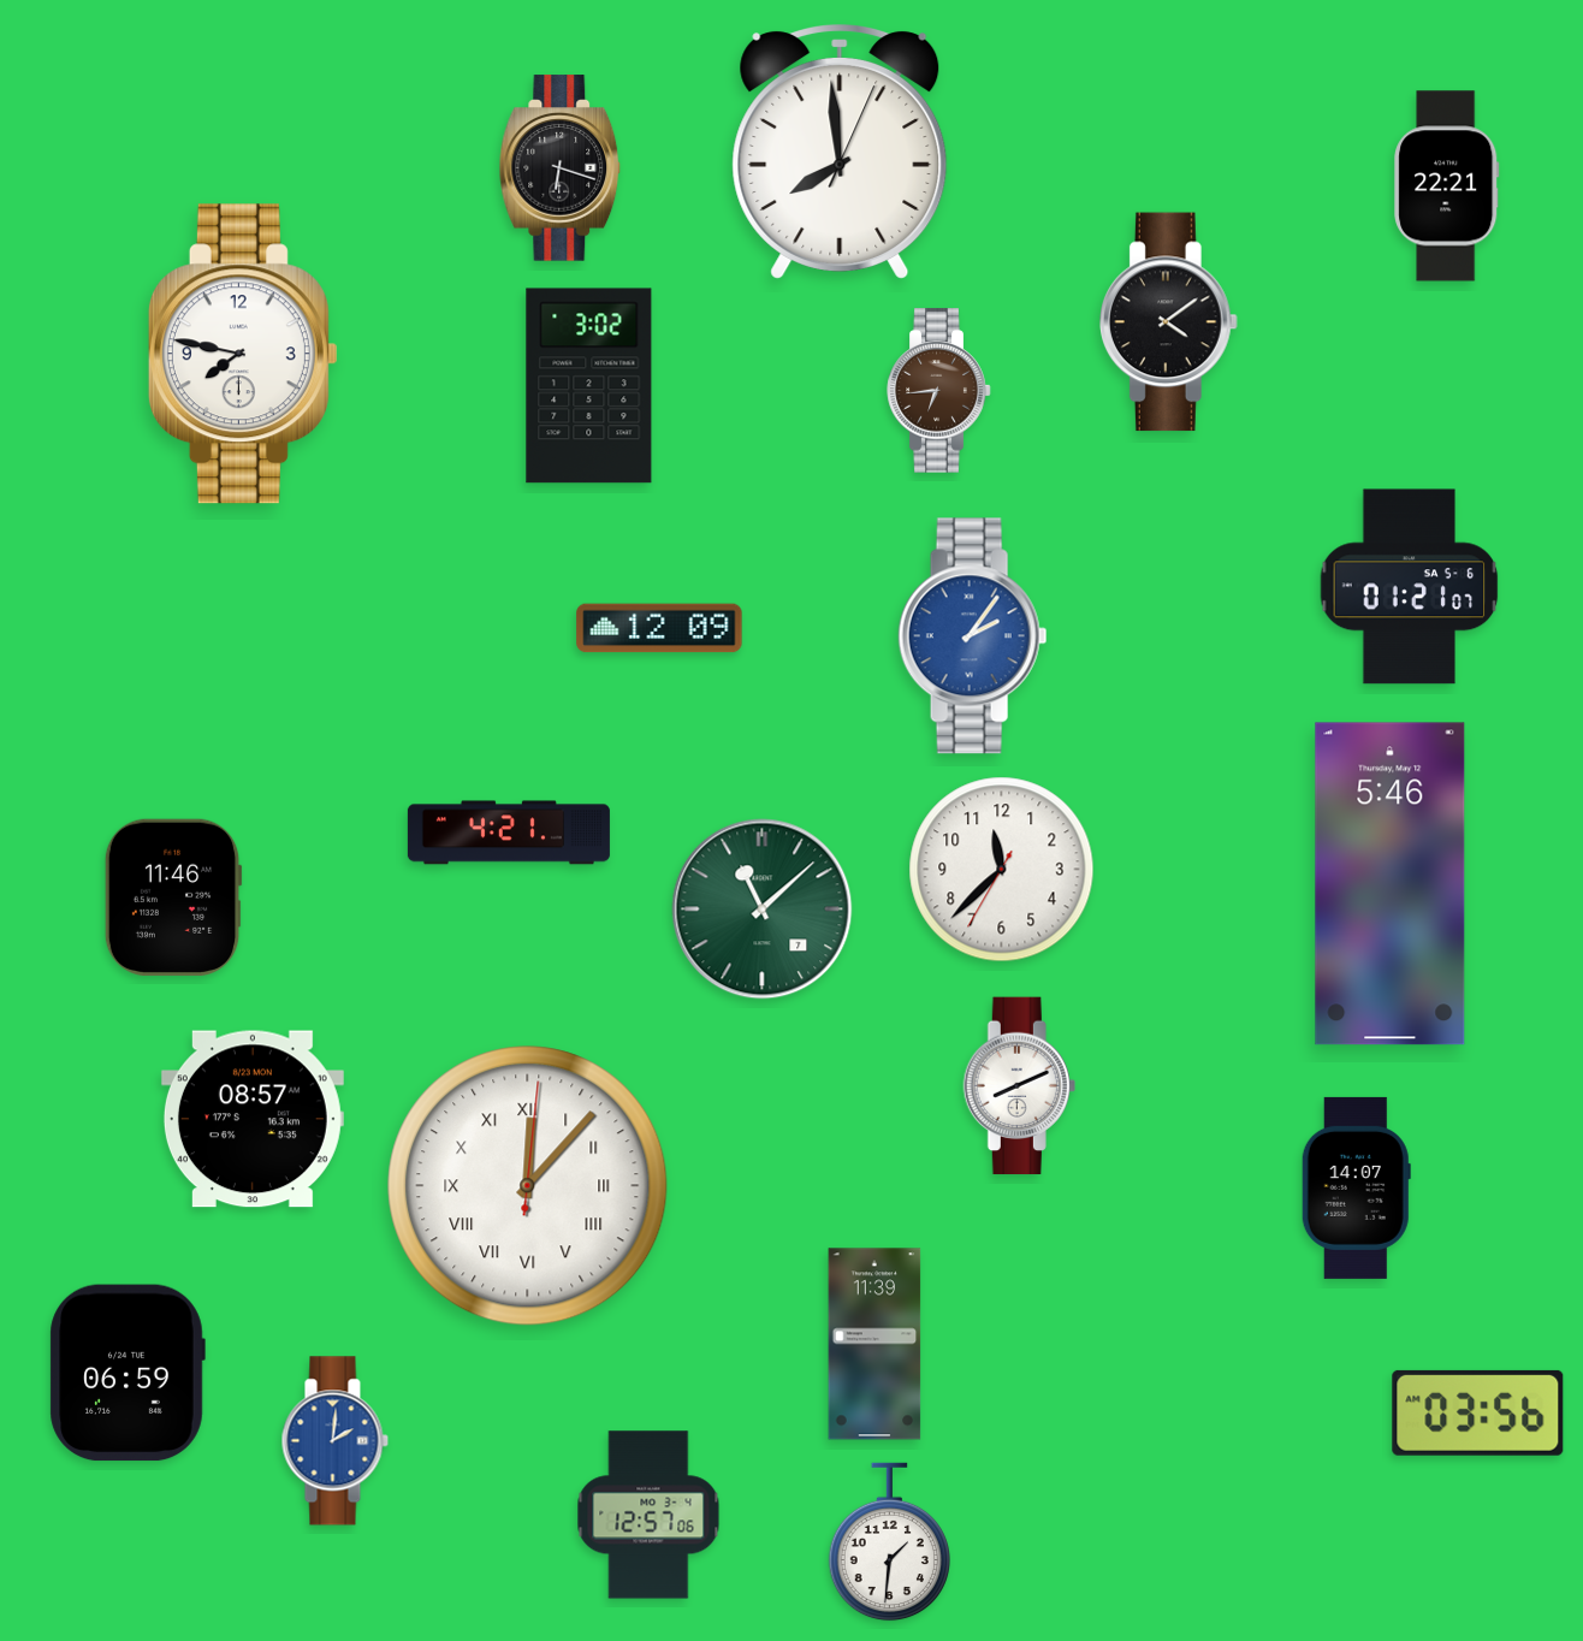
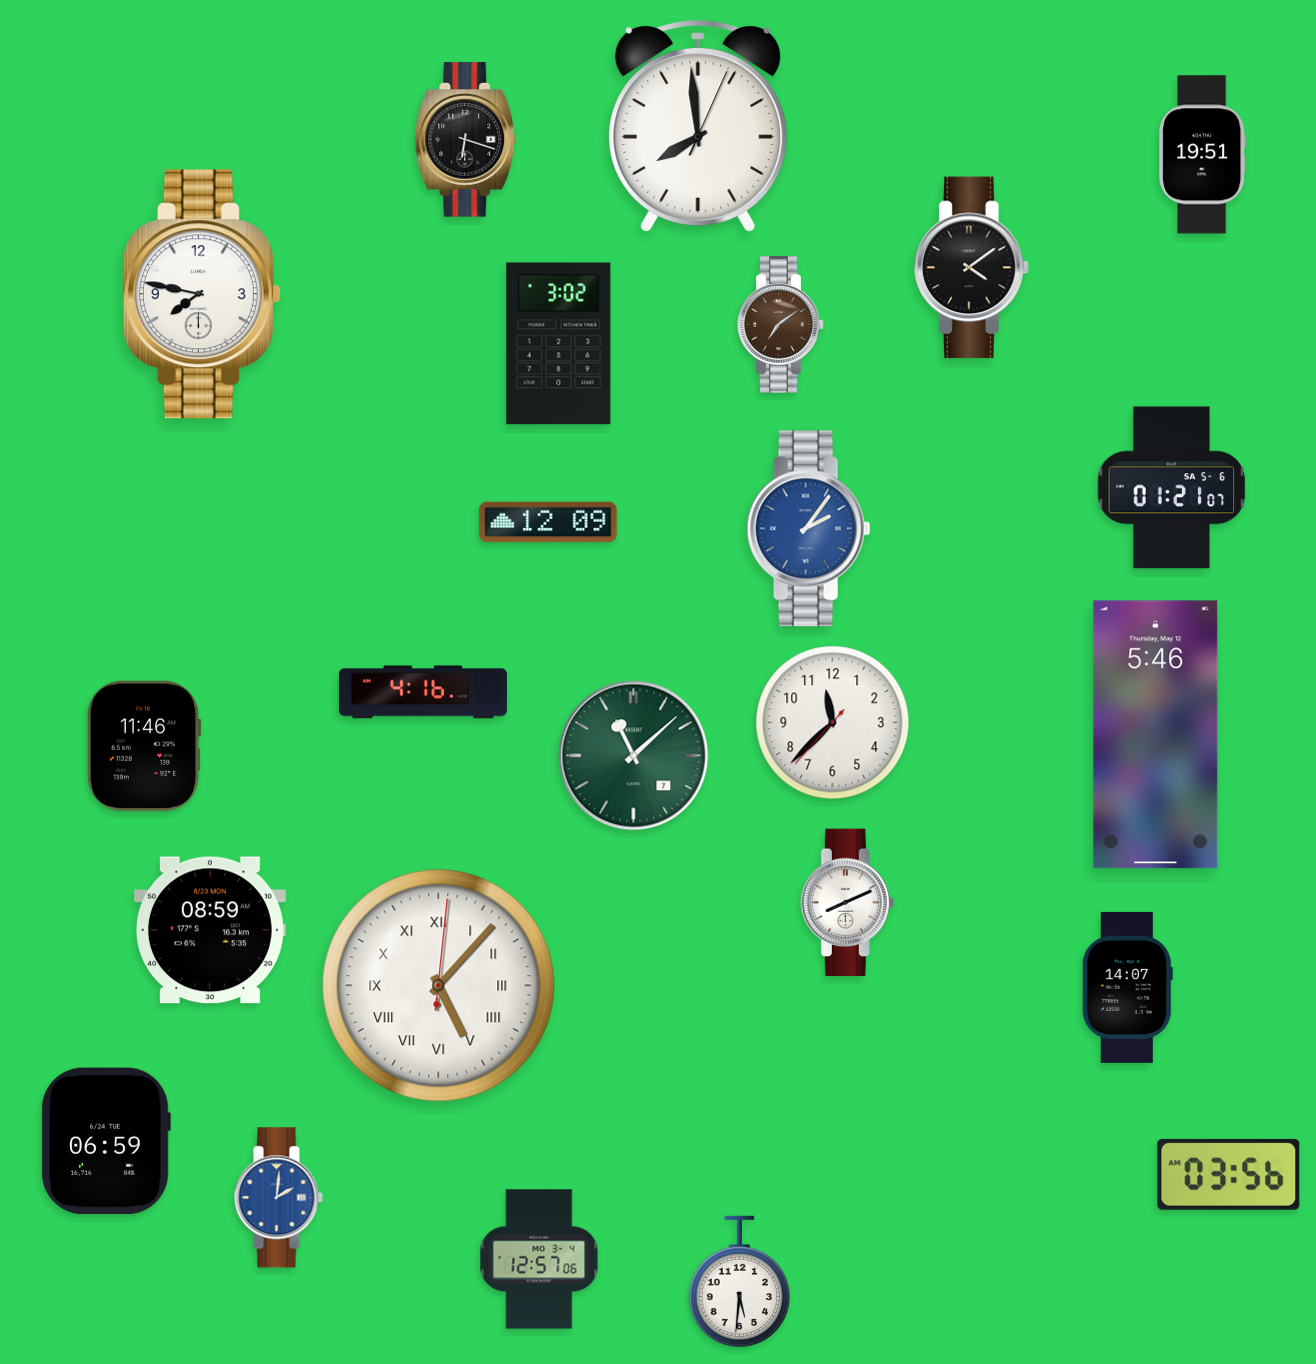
clock at (1447, 186): 22:21 -> 19:51
clock at (589, 386) position: (589, 386) -> (559, 344)
clock at (939, 391): 6:44 -> 7:09
clock at (509, 833): 4:21 -> 4:16
clock at (1002, 870): 11:37:35 -> 11:37:37
clock at (253, 1119): 08:57 -> 08:59
clock at (528, 1186): 12:07 -> 5:07
clock at (874, 1344): 11:39 -> none
clock at (889, 1542): 1:31 -> 5:31
